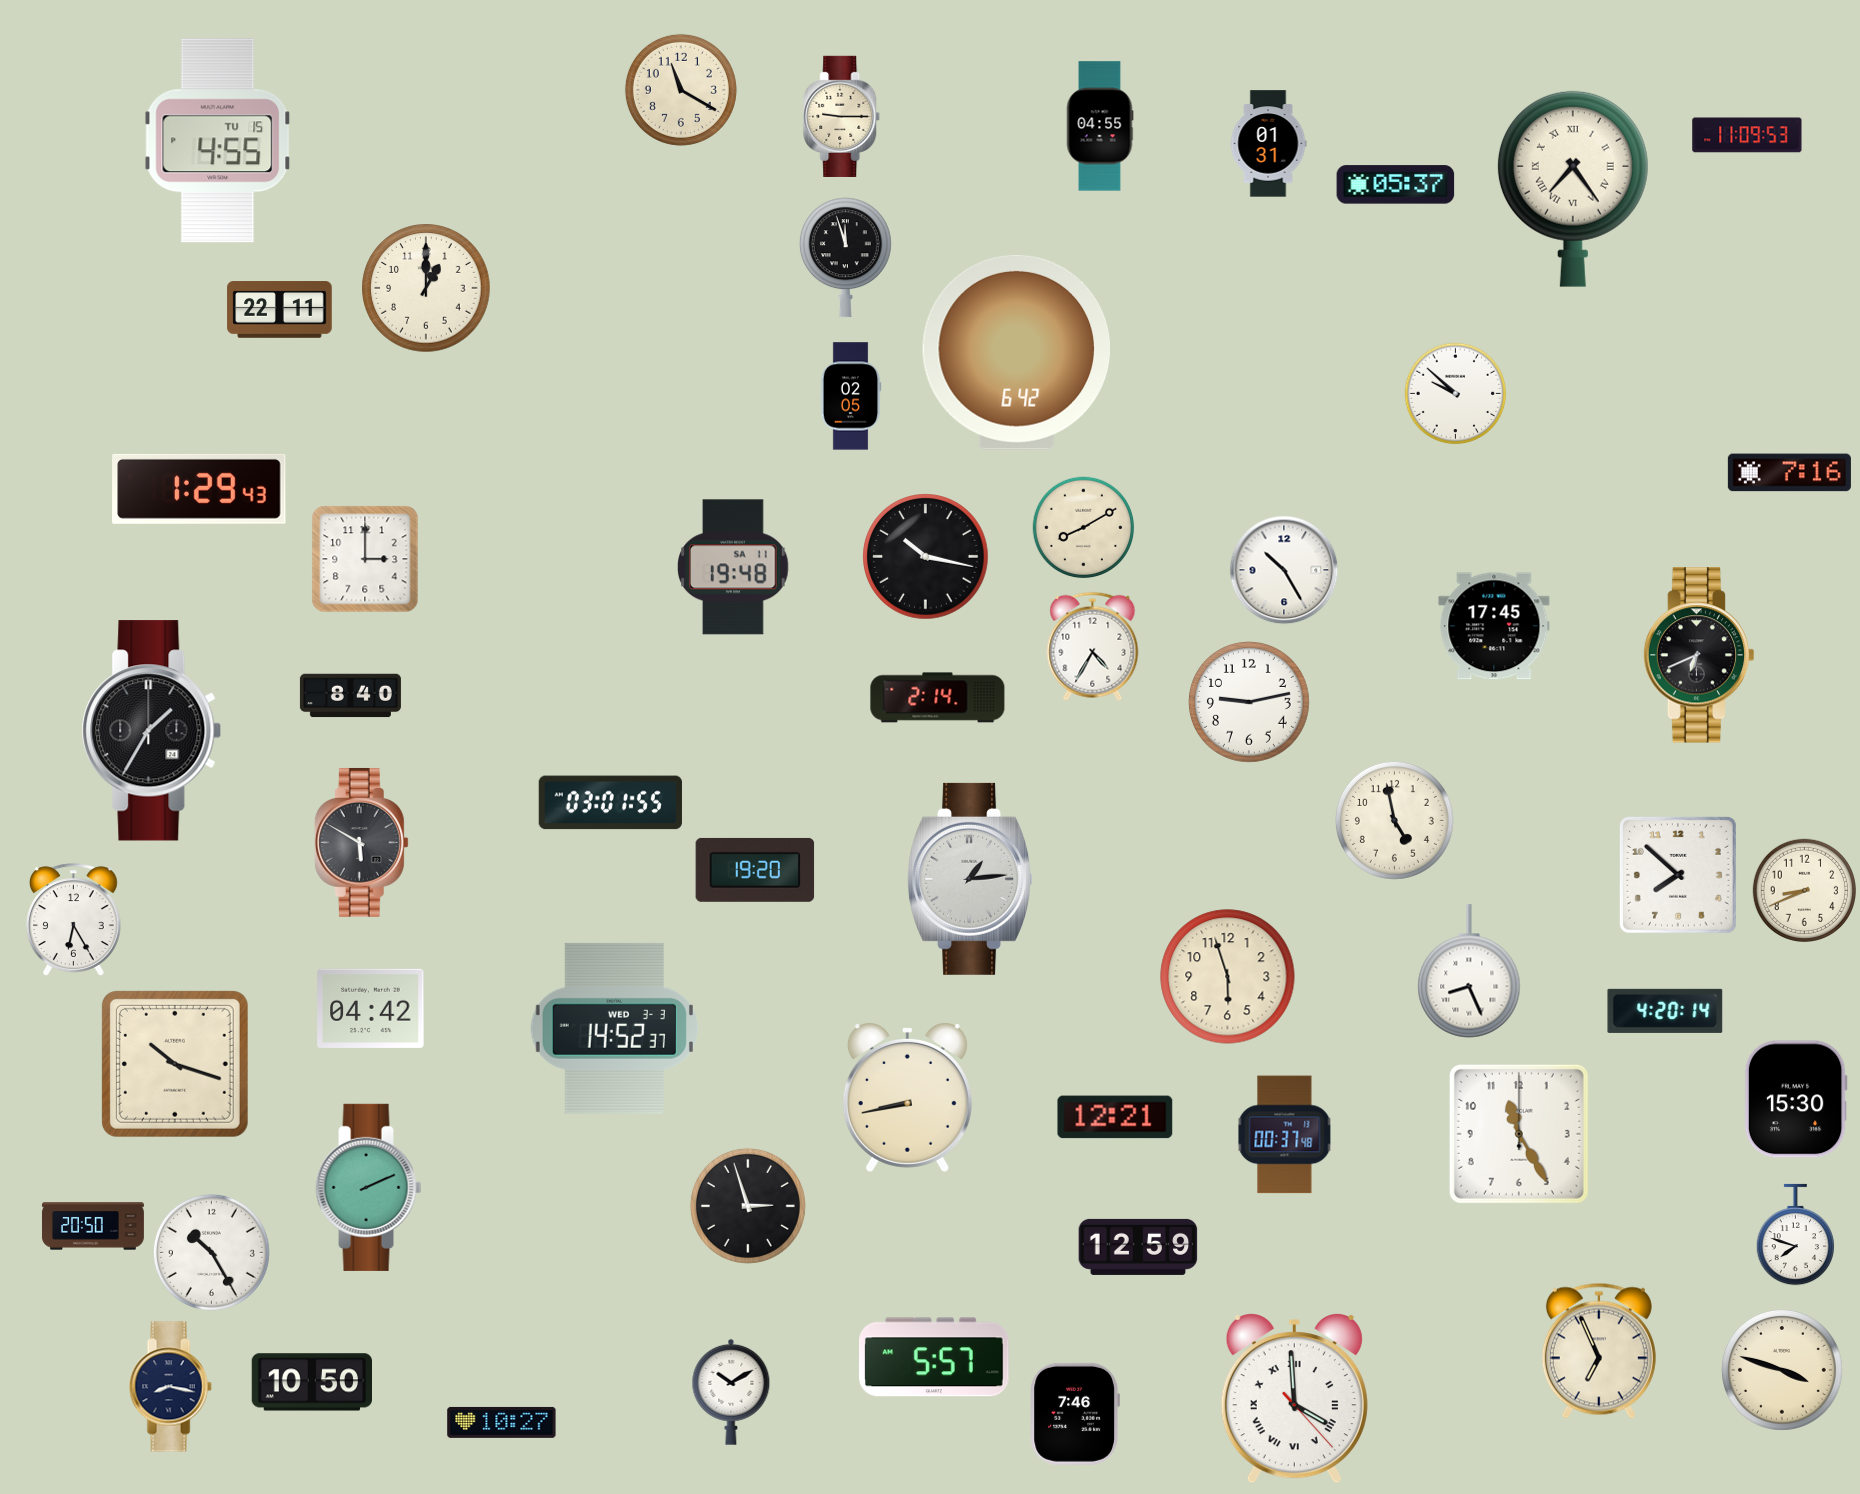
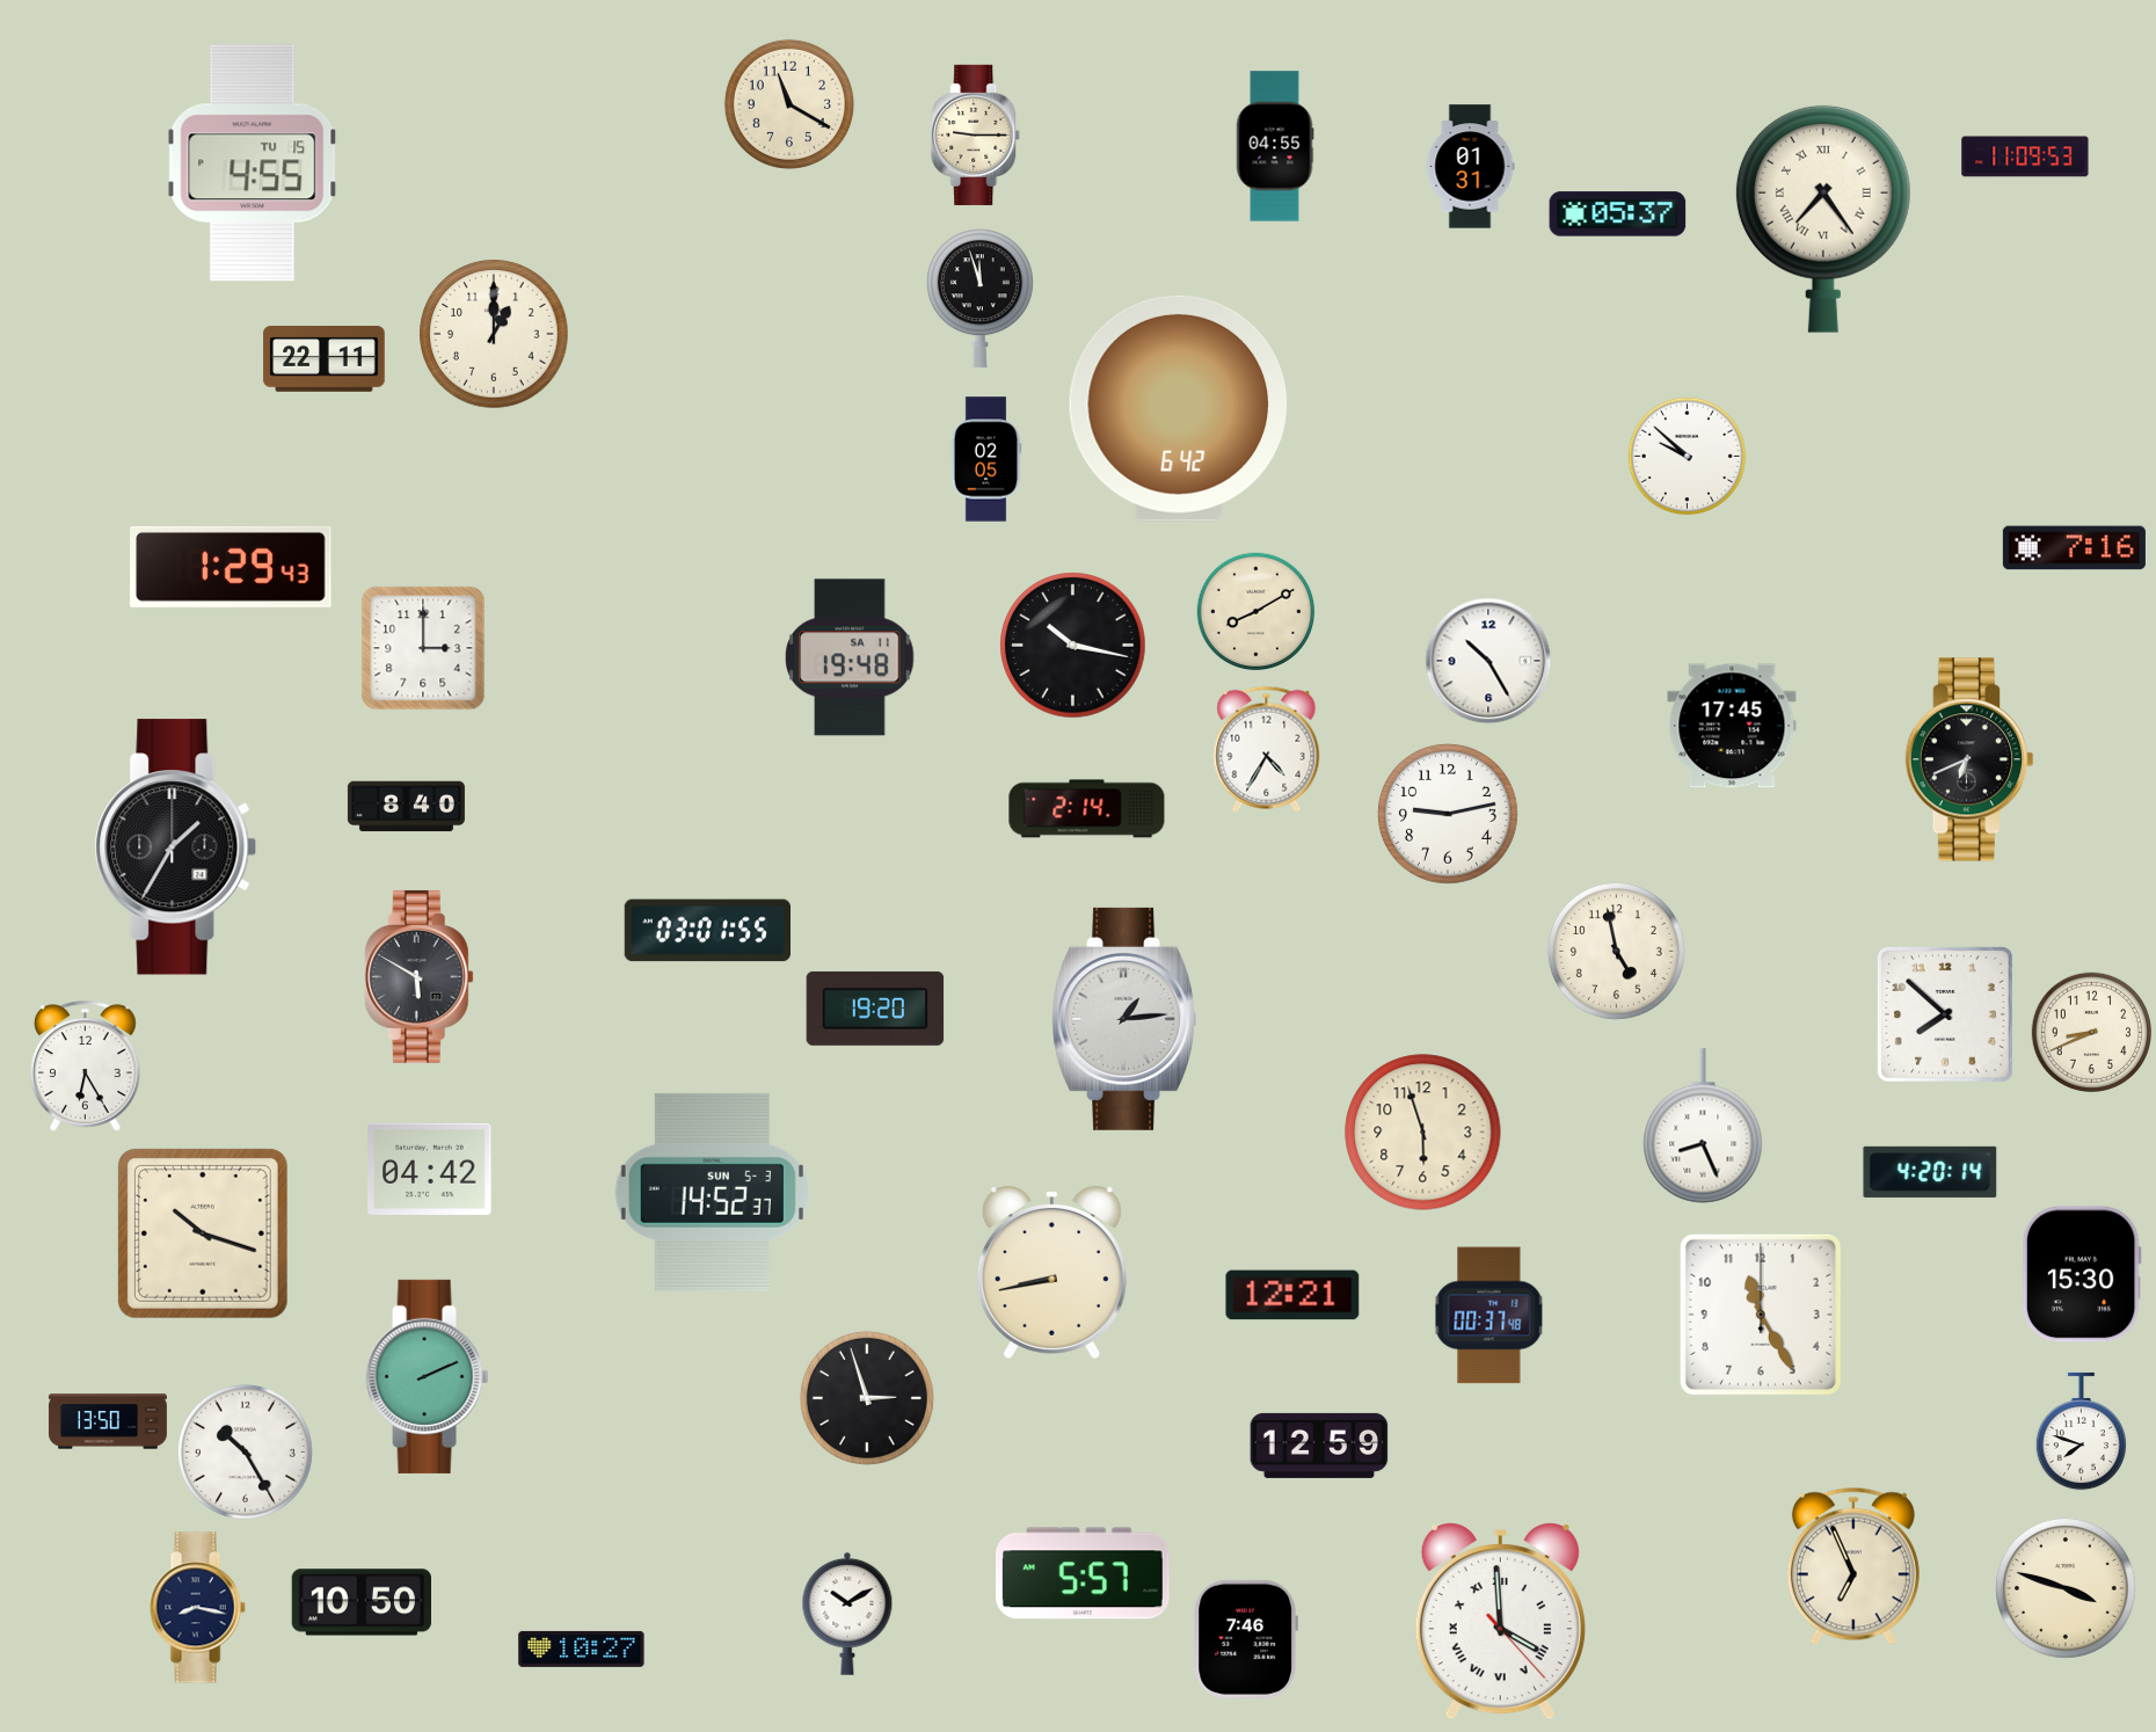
clock at (614, 1028) date: WED 3-3 -> SUN 5-3
clock at (93, 1226): 20:50 -> 13:50
